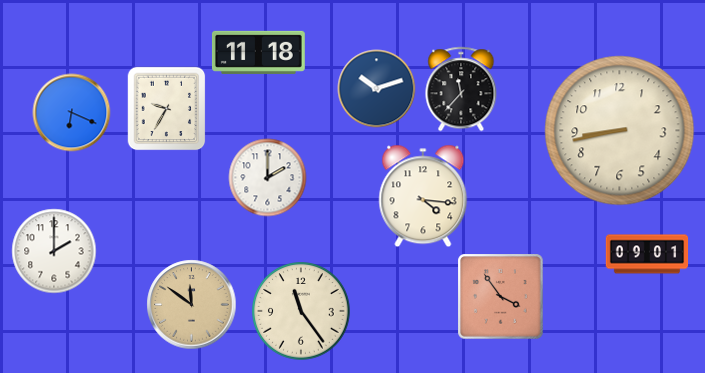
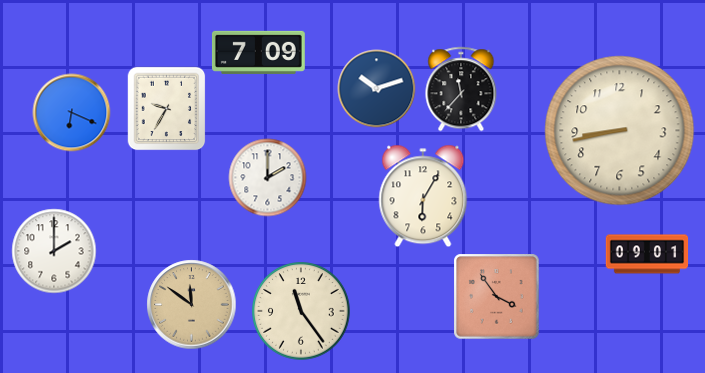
clock at (258, 52): 11:18 -> 7:09
clock at (423, 196): 4:16 -> 6:05
clock at (500, 296) position: (500, 296) -> (496, 296)
